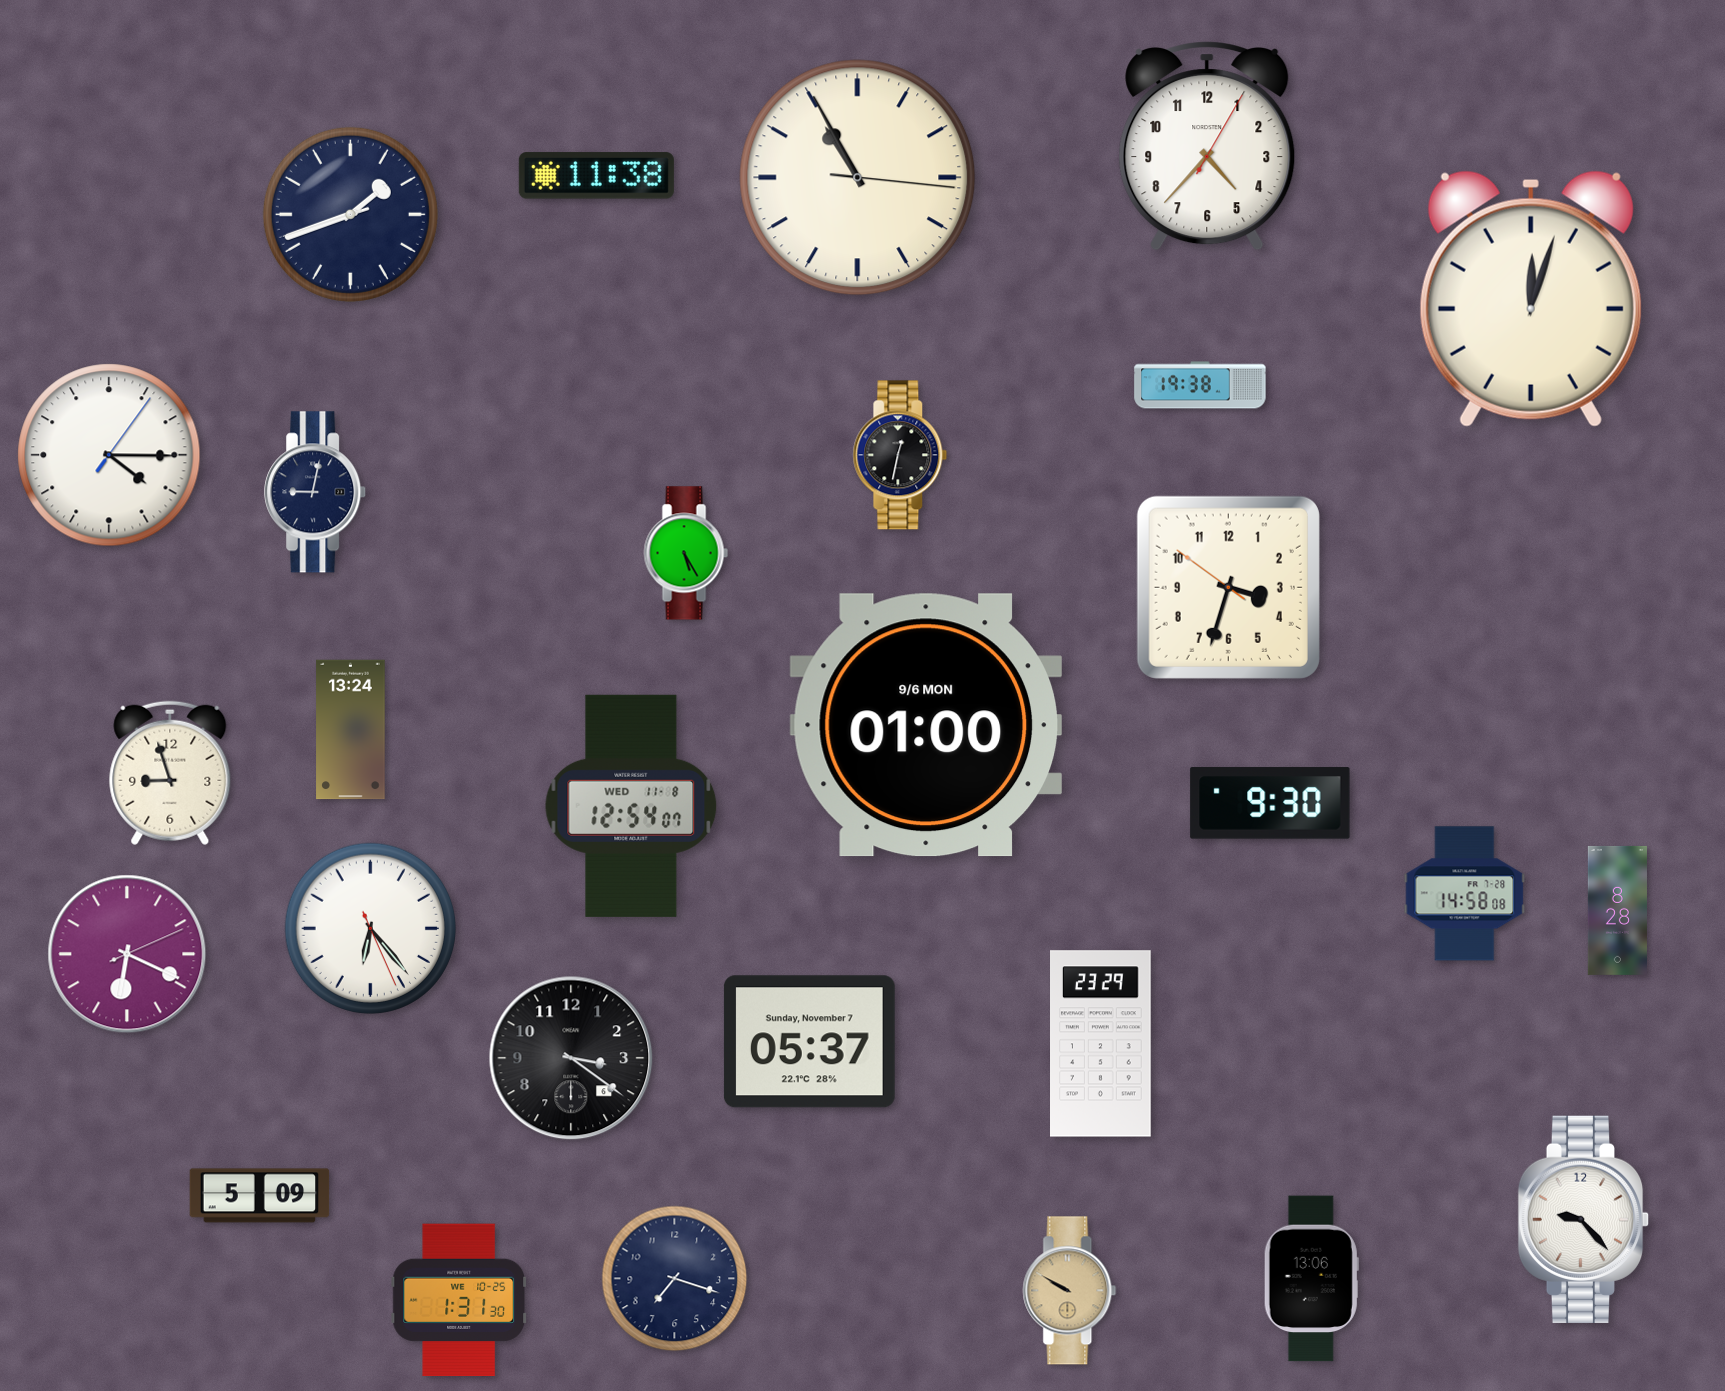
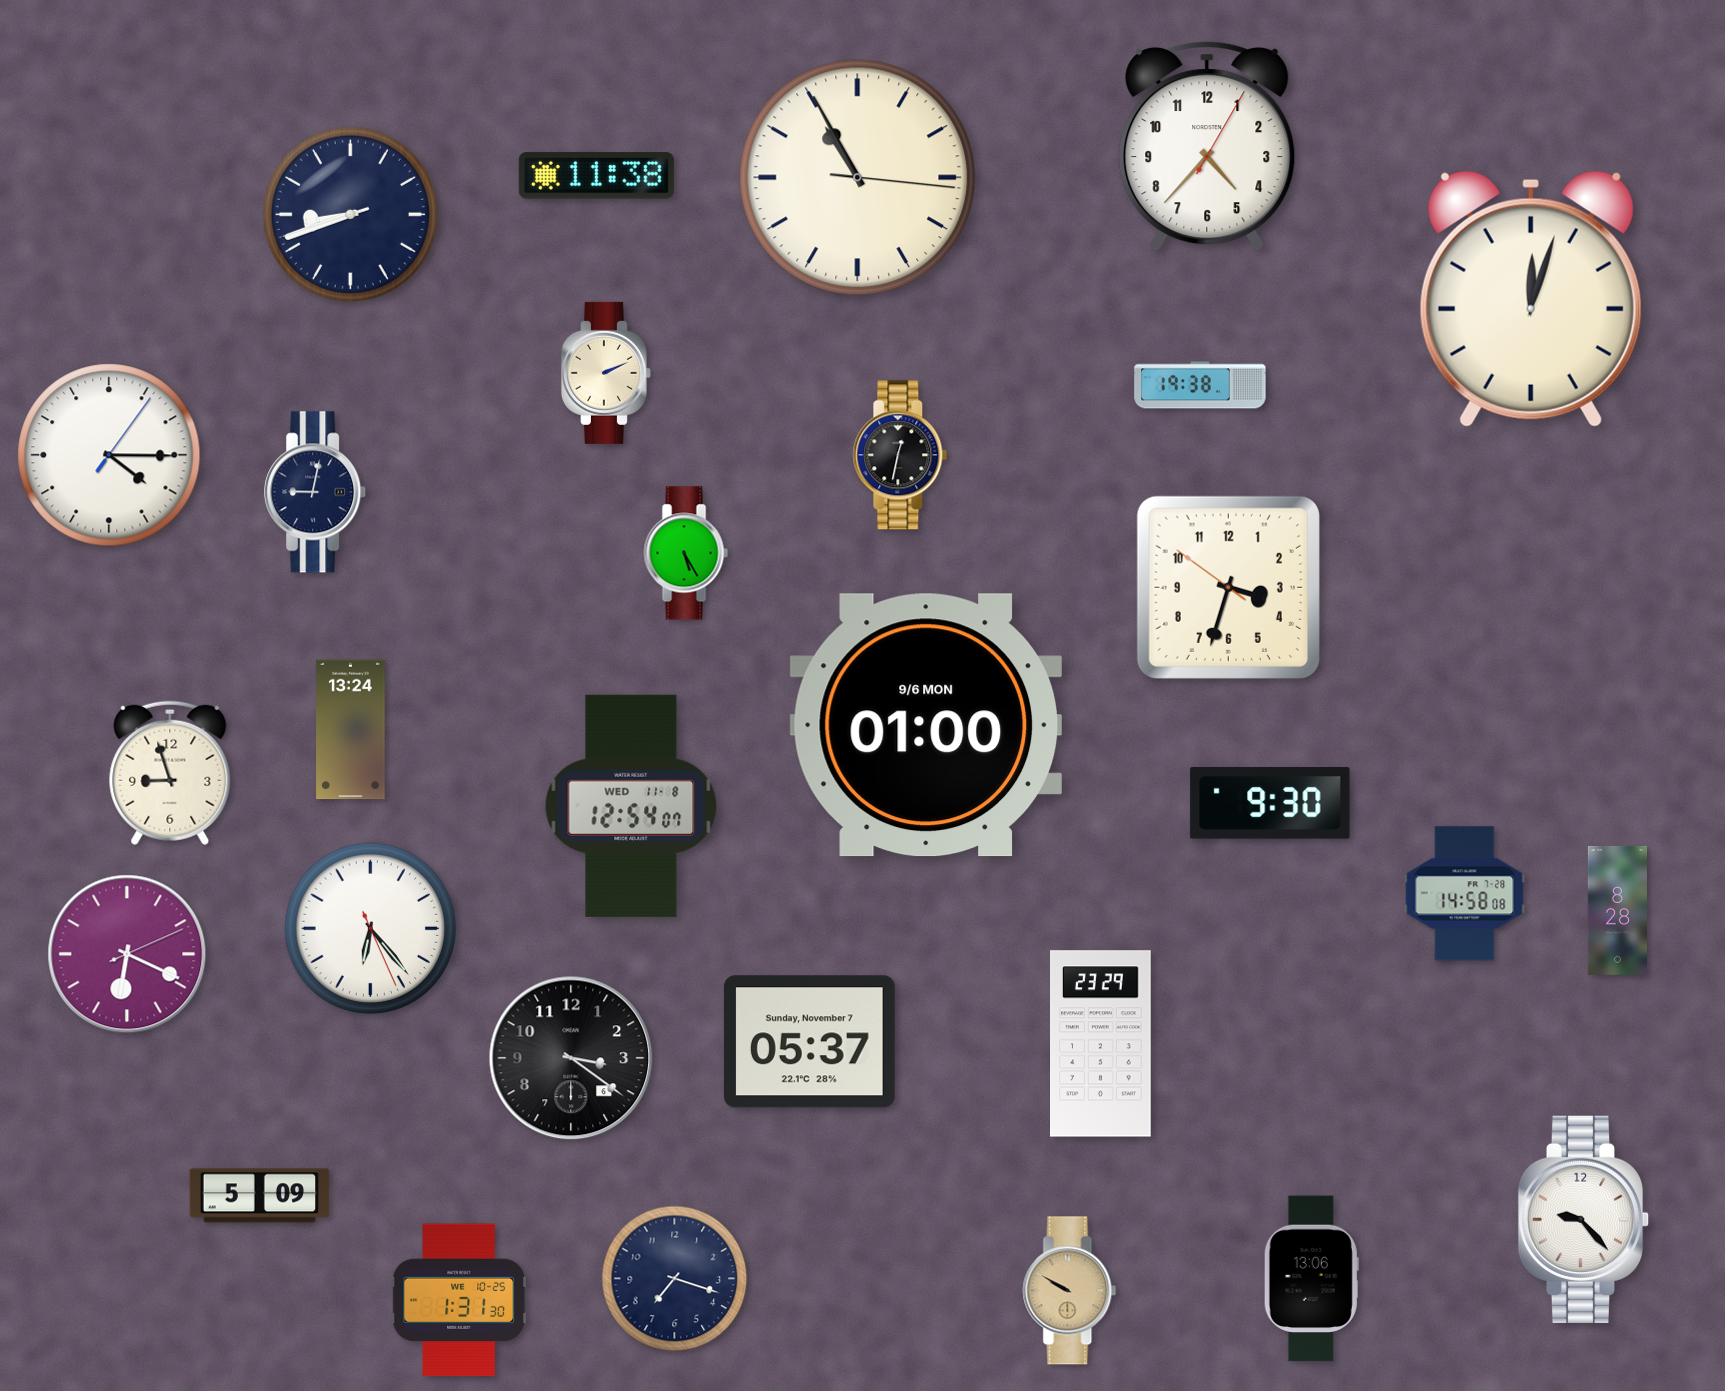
clock at (350, 214): 1:41 -> 8:41
clock at (606, 373): none -> 2:11
